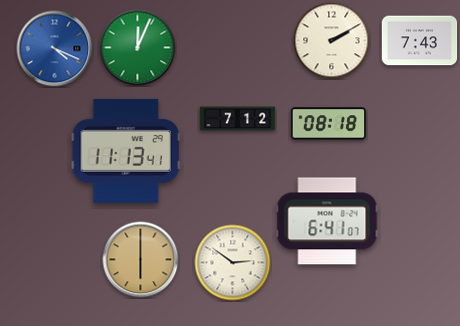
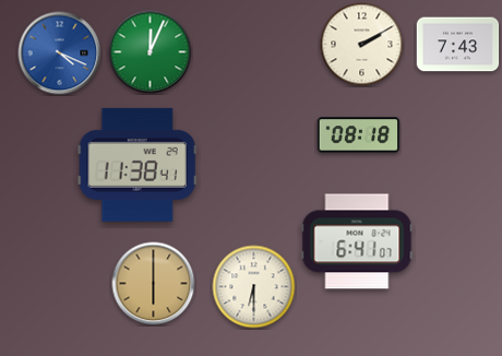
clock at (238, 119): 7:12 -> none
clock at (126, 151): 11:13 -> 11:38
clock at (233, 263): 2:51 -> 6:30
